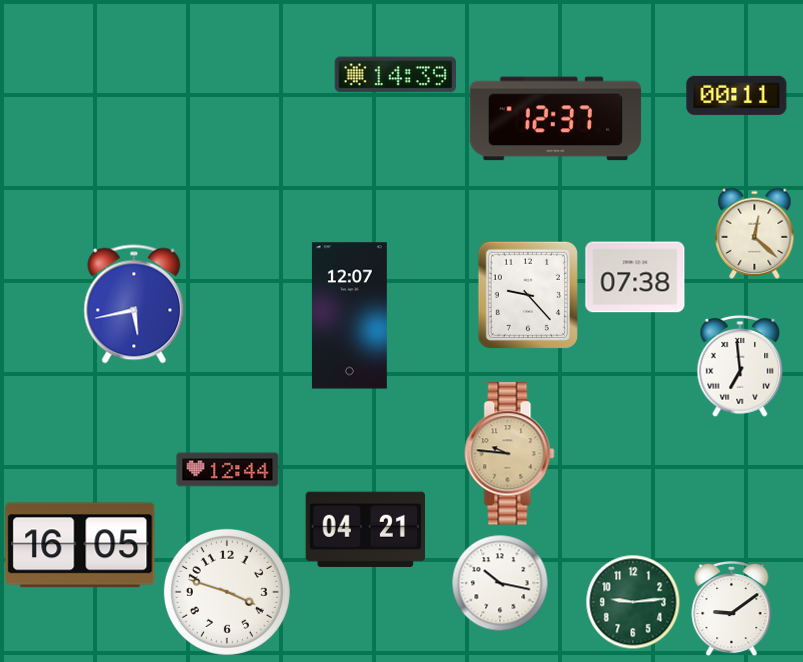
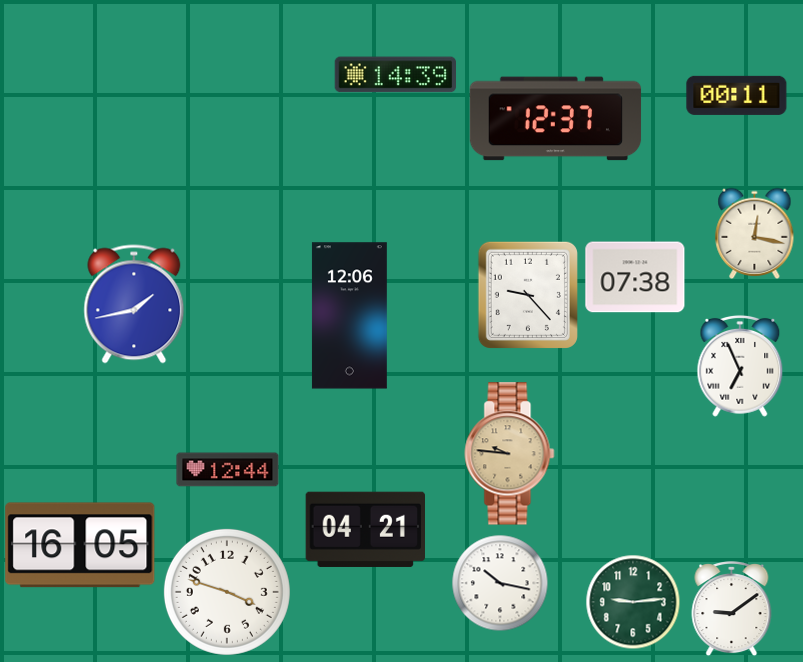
clock at (755, 233): 12:22 -> 12:17
clock at (134, 304): 5:43 -> 1:43
clock at (349, 316): 12:07 -> 12:06
clock at (740, 366): 6:59 -> 6:56
